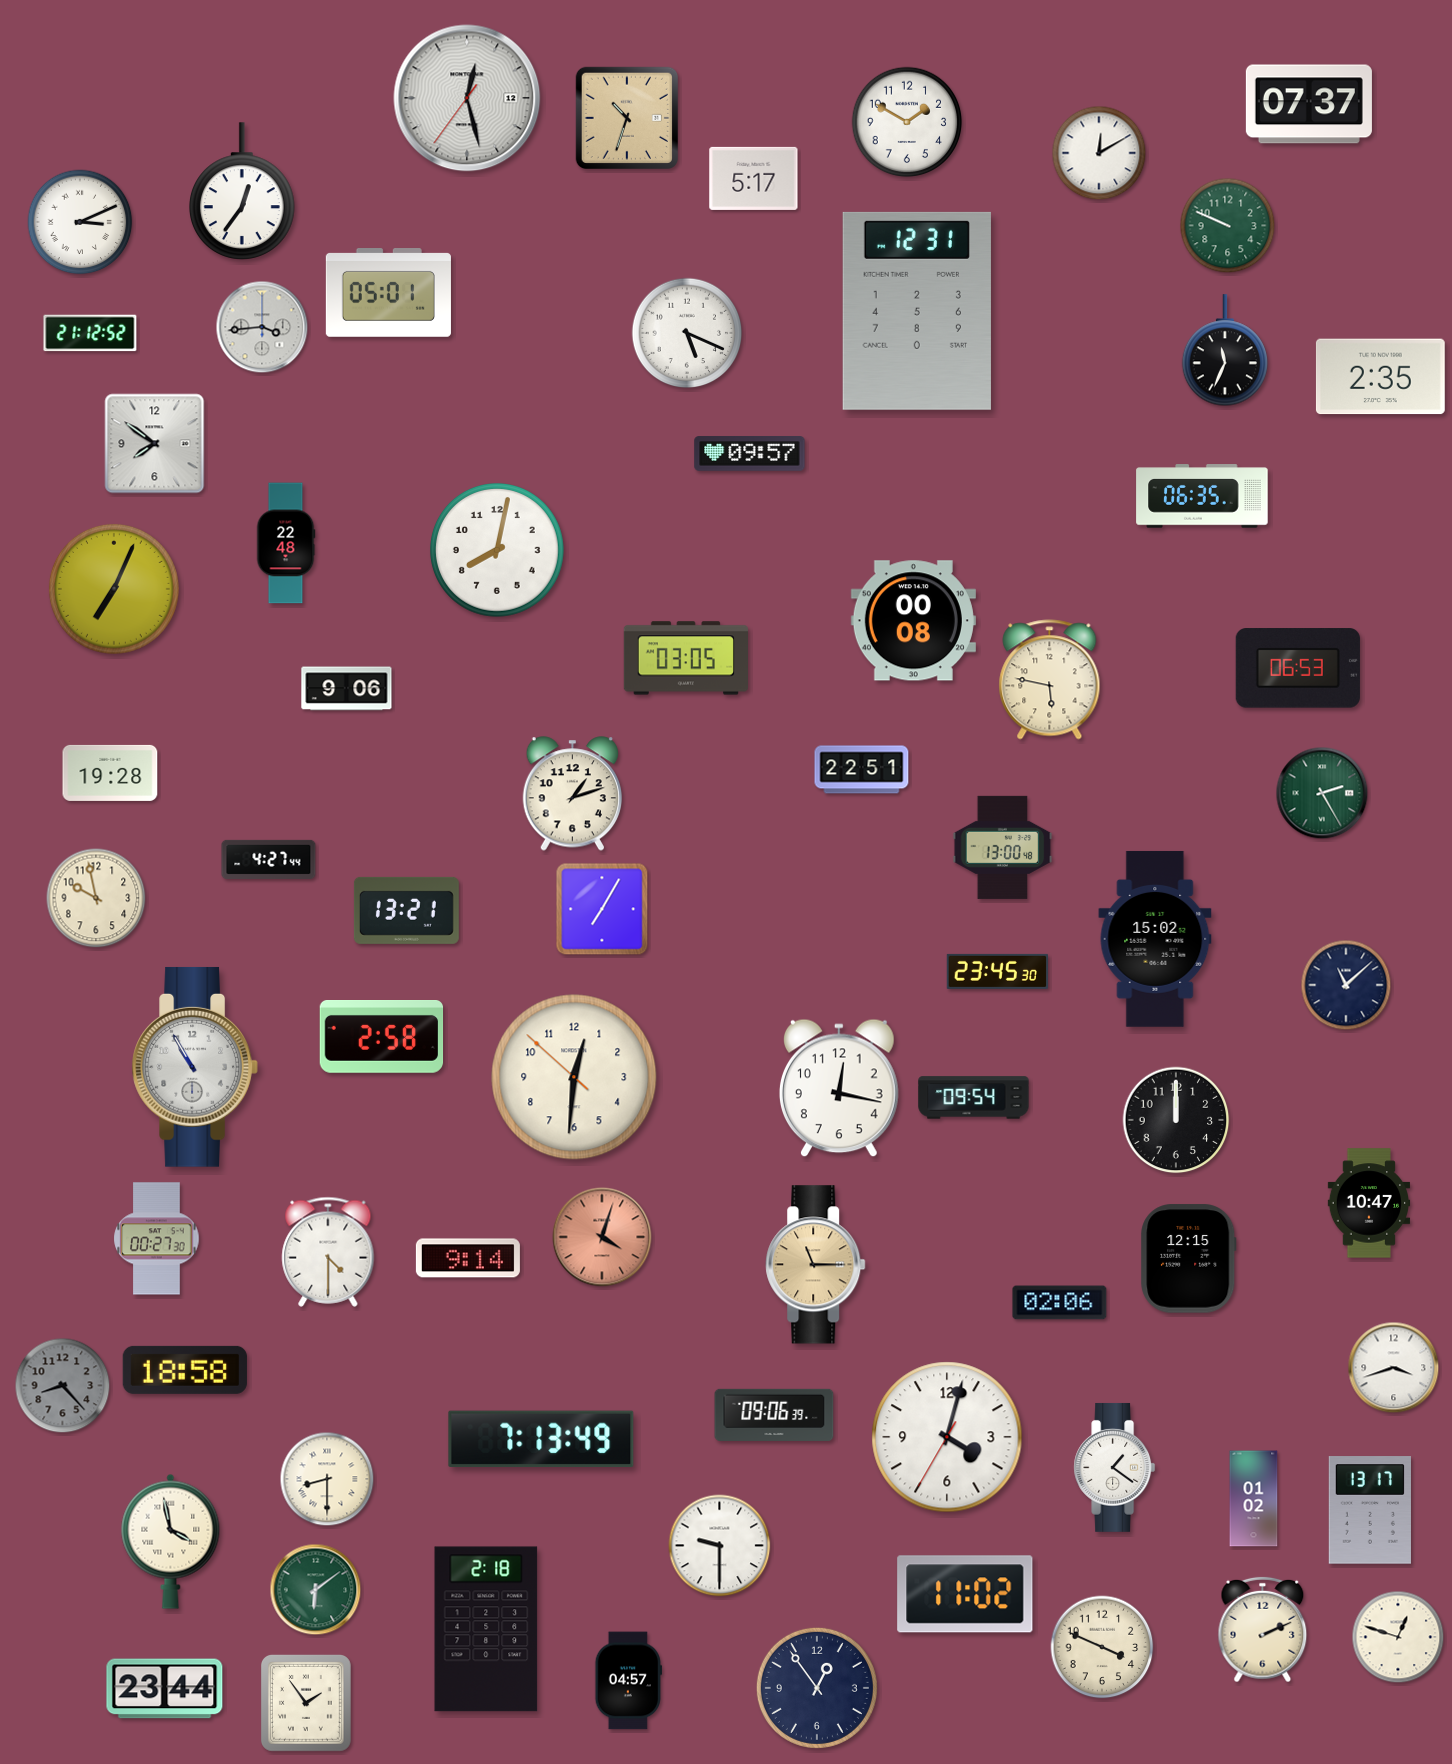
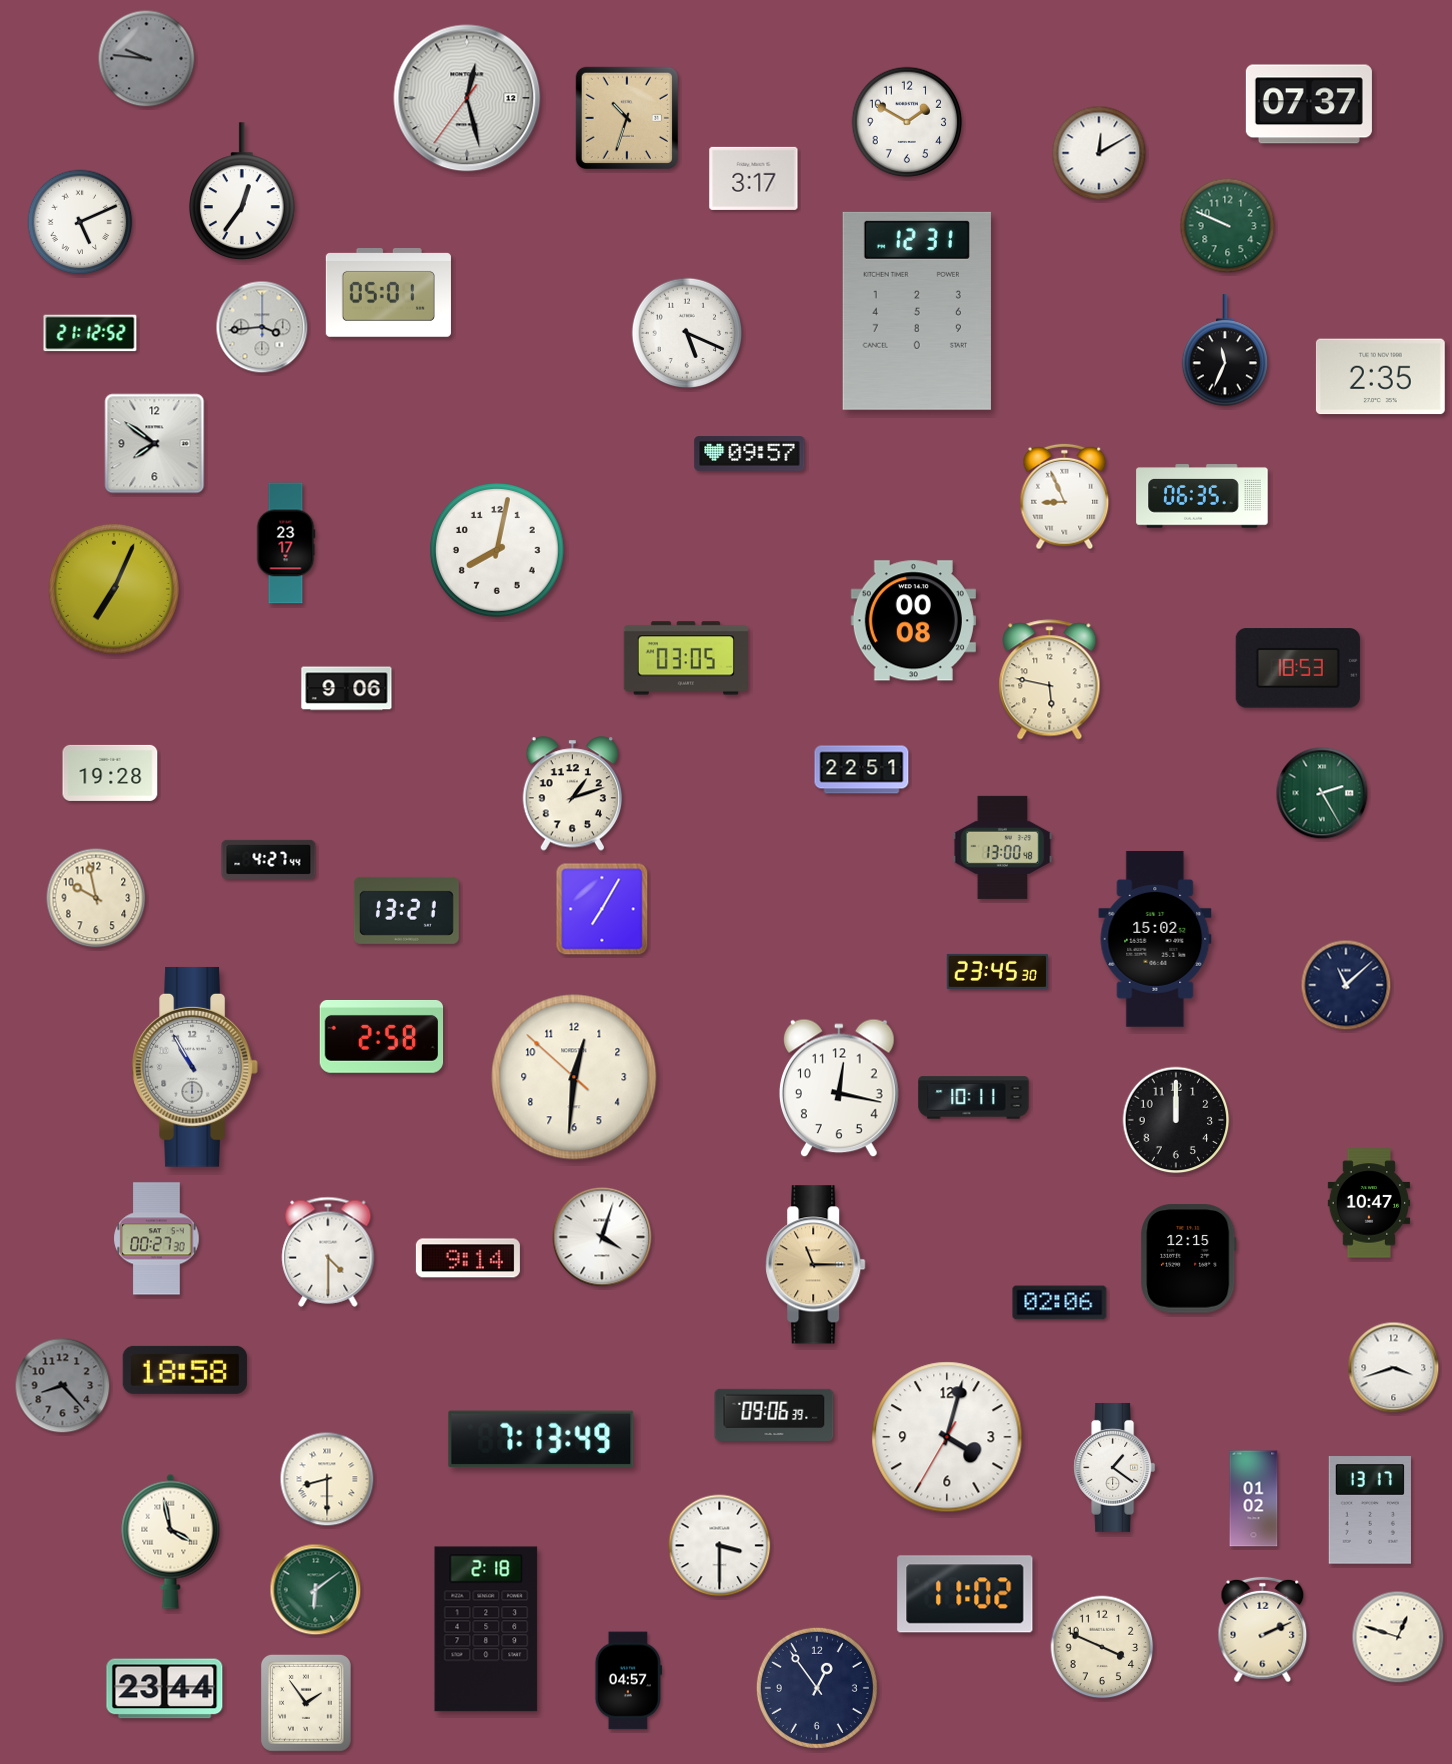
clock at (147, 59): none -> 9:46
clock at (754, 178): 5:17 -> 3:17
clock at (80, 222): 3:11 -> 5:11
clock at (1065, 497): none -> 8:56
clock at (286, 543): 22:48 -> 23:17
clock at (1298, 668): 06:53 -> 18:53
clock at (974, 1098): 09:54 -> 10:11
clock at (602, 1237) dial: salmon -> white
clock at (720, 1546): 9:30 -> 3:30
